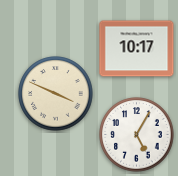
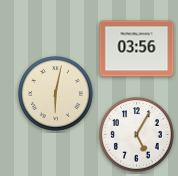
clock at (137, 49): 10:17 -> 03:56
clock at (56, 94): 3:49 -> 6:02
